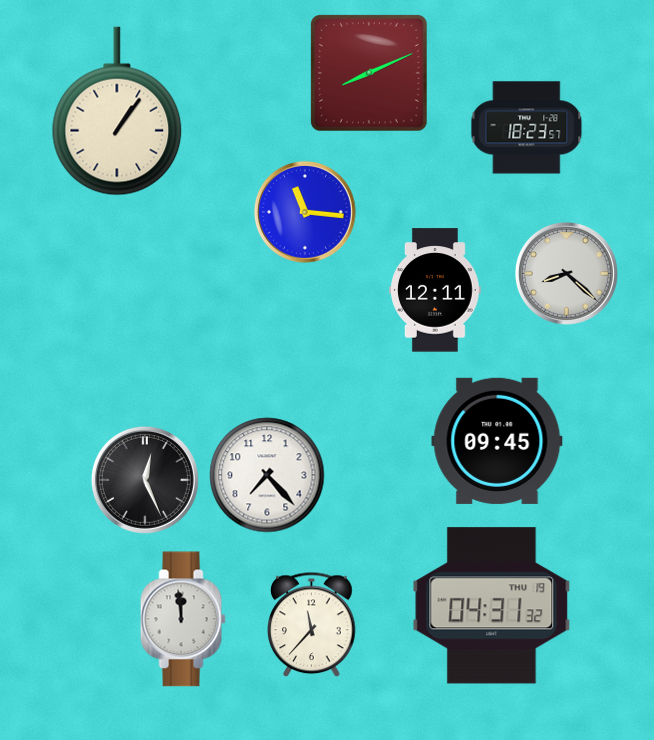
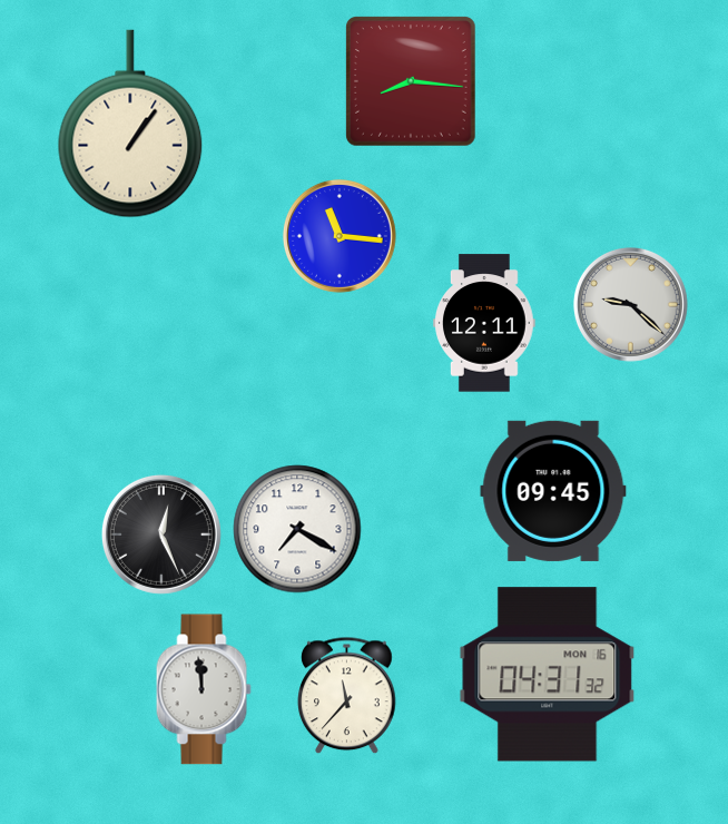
clock at (369, 73): 8:11 -> 8:16
clock at (527, 128): 18:23 -> none
clock at (566, 273): 8:22 -> 9:22
clock at (267, 475): 7:23 -> 7:20
clock at (492, 606) date: THU 19 -> MON 16
